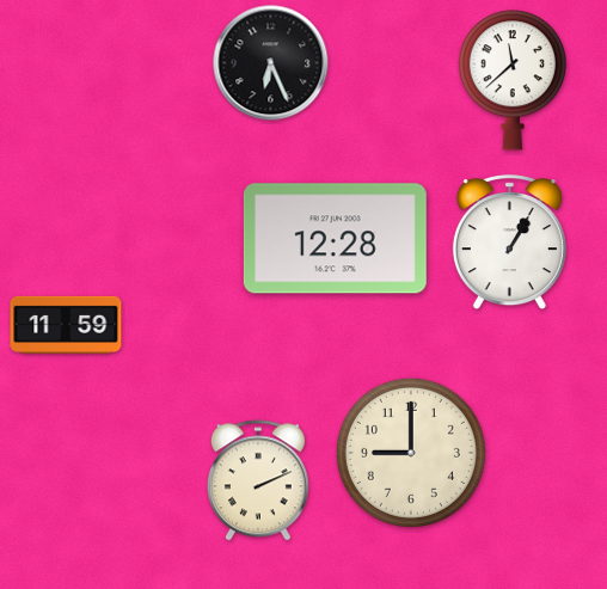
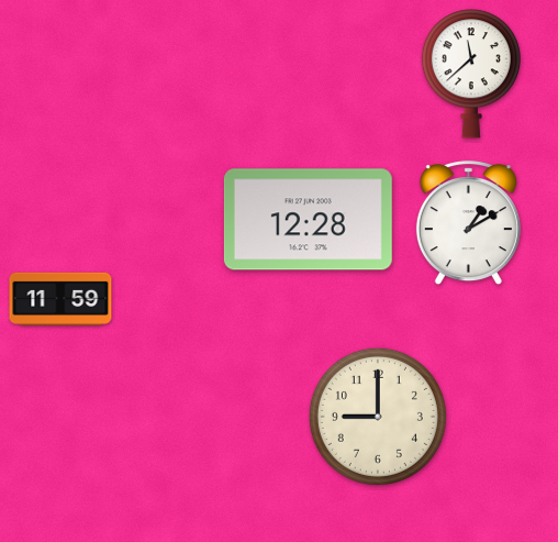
clock at (271, 63): 6:26 -> none
clock at (509, 243): 1:05 -> 1:10
clock at (258, 480): 2:11 -> none
